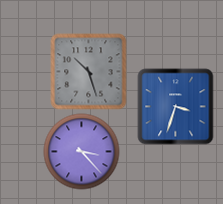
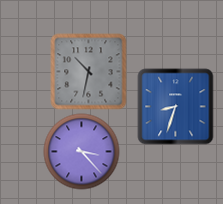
clock at (89, 72): 10:27 -> 10:32
clock at (176, 107): 3:33 -> 8:33
